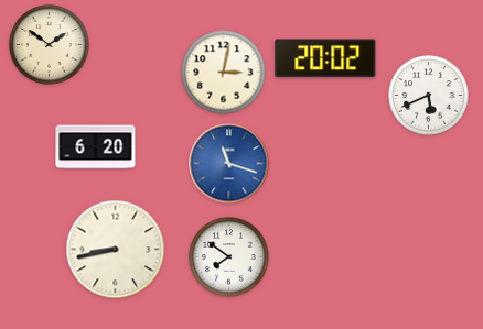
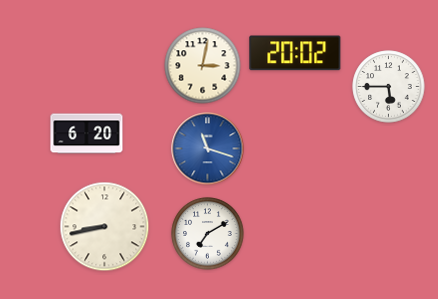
clock at (50, 45): 1:51 -> none
clock at (429, 96): 5:41 -> 5:45
clock at (229, 257): 7:51 -> 7:10
